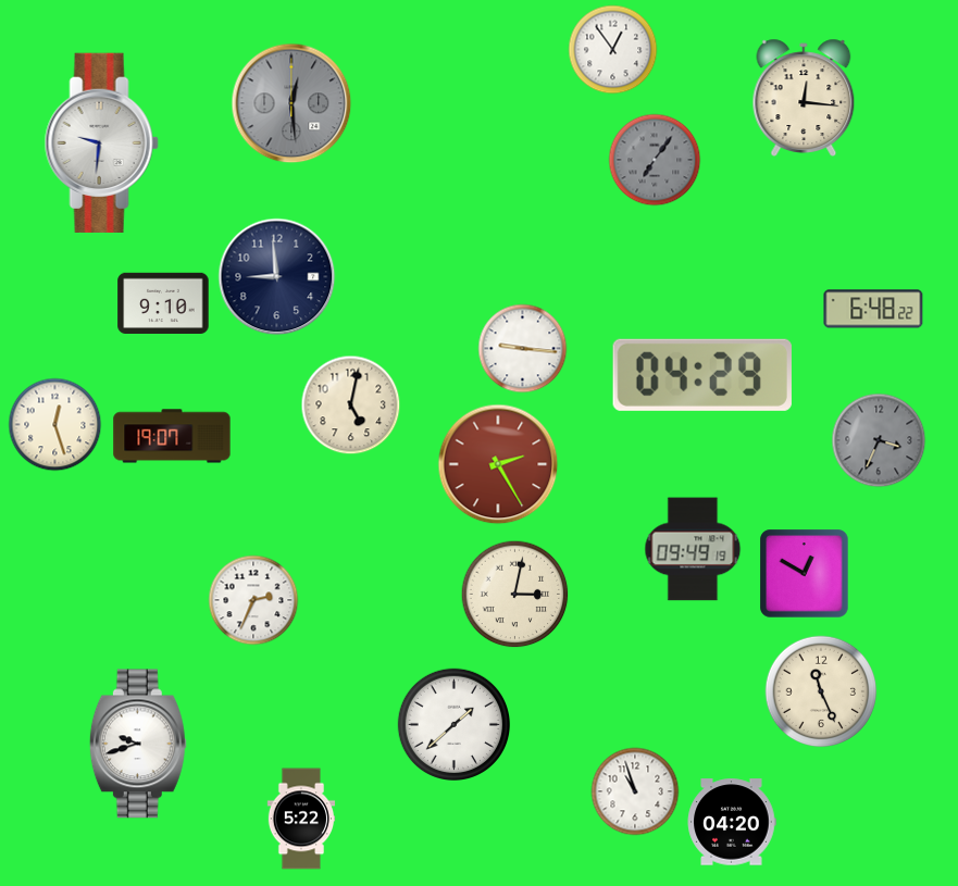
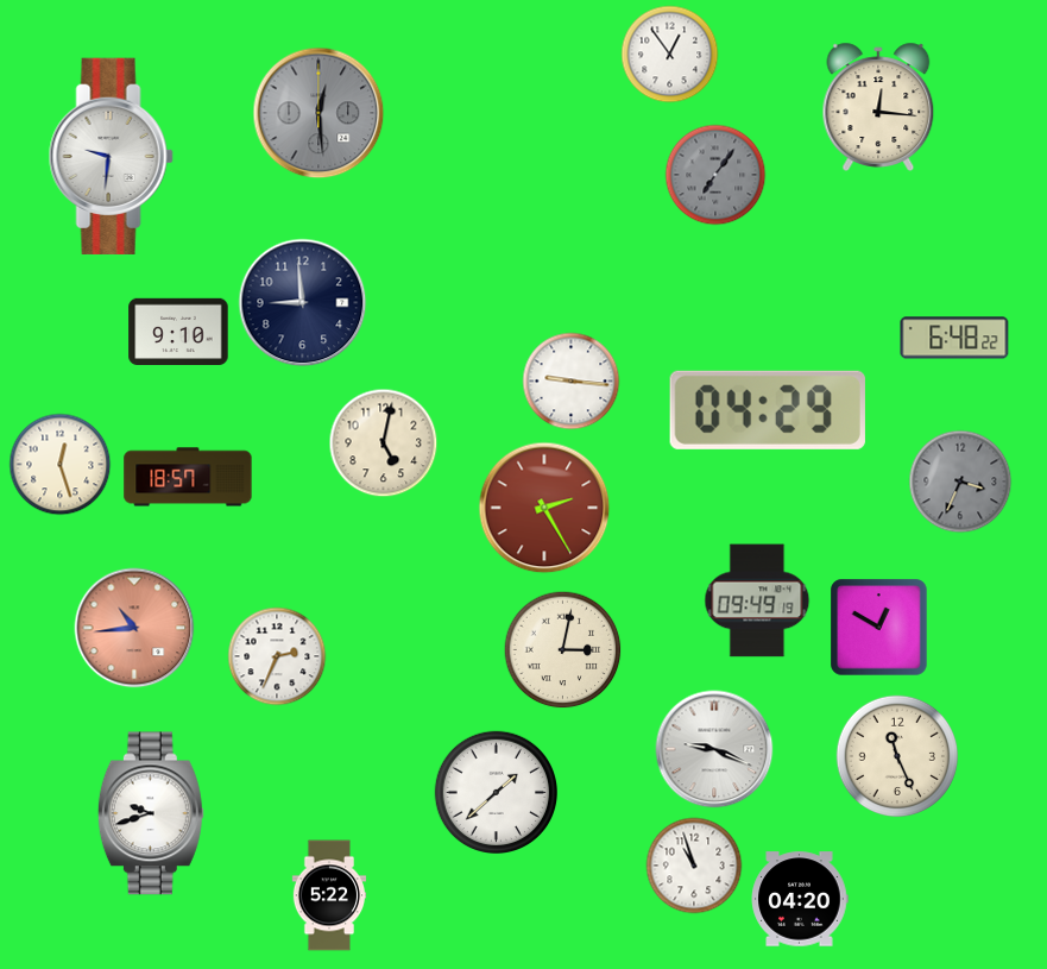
clock at (172, 436): 19:07 -> 18:57
clock at (134, 628): none -> 10:44
clock at (714, 749): none -> 9:19
